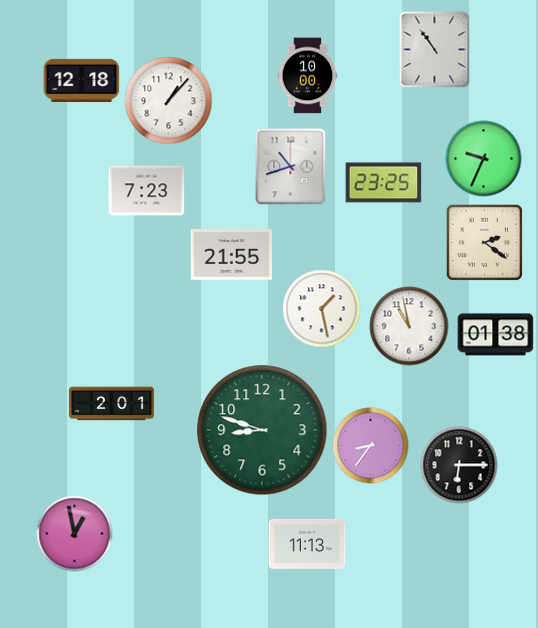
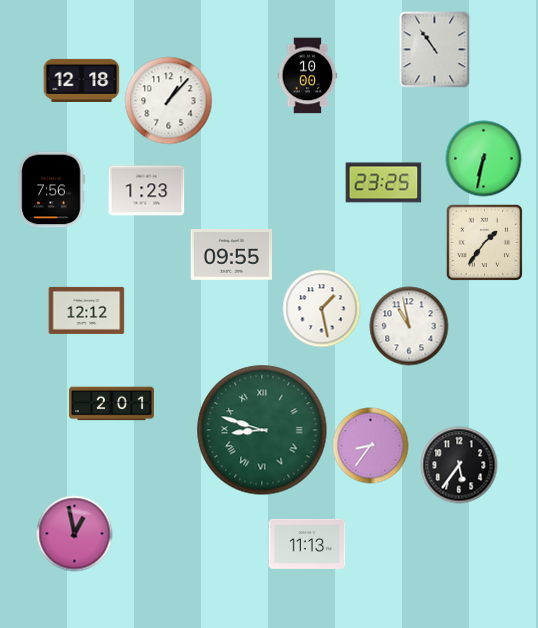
clock at (484, 159): 9:34 -> 6:32
clock at (291, 167): 10:42 -> none
clock at (51, 190): none -> 7:56
clock at (147, 191): 7:23 -> 1:23
clock at (484, 242): 2:21 -> 1:36
clock at (231, 255): 21:55 -> 09:55
clock at (87, 310): none -> 12:12
clock at (496, 335): 01:38 -> none
clock at (262, 430) numerals: Arabic -> Roman
clock at (459, 465): 6:15 -> 5:36
